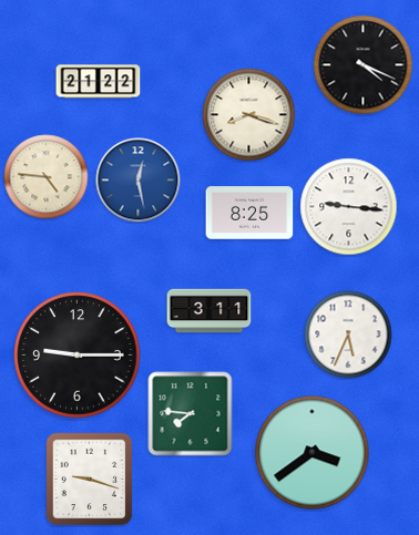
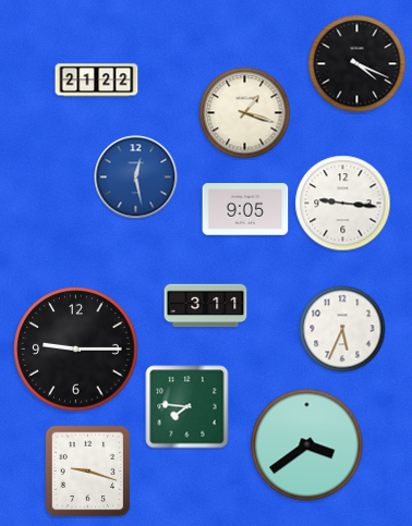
clock at (249, 115): 8:18 -> 1:18
clock at (47, 177): 4:46 -> none
clock at (249, 213): 8:25 -> 9:05
